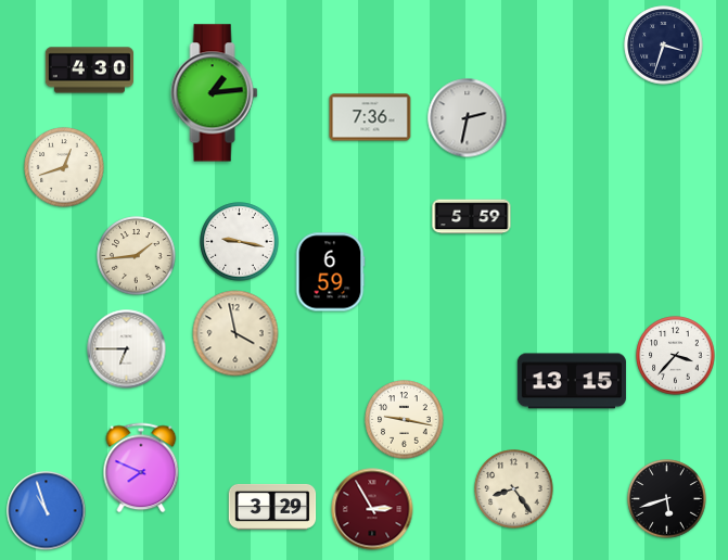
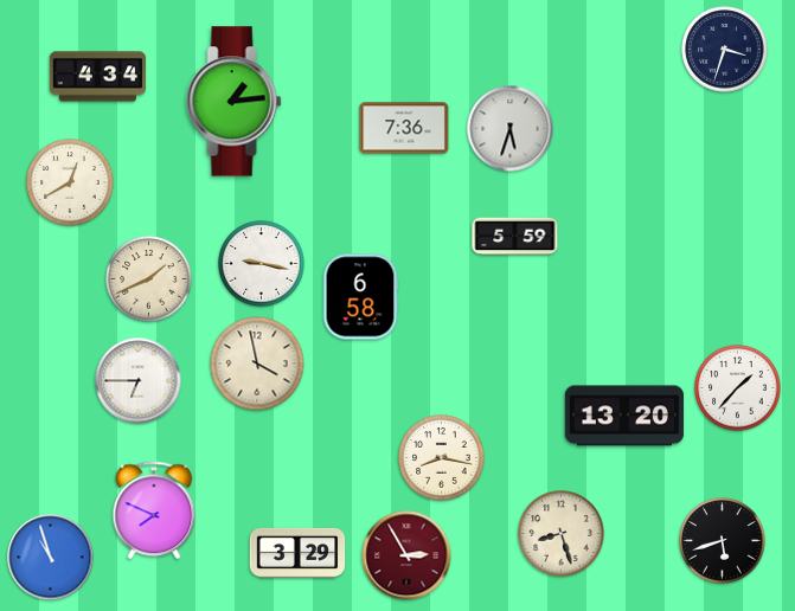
clock at (90, 71): 4:30 -> 4:34
clock at (468, 118): 2:32 -> 5:33
clock at (64, 167): 12:42 -> 12:40
clock at (137, 256): 1:44 -> 1:41
clock at (330, 272): 6:59 -> 6:58
clock at (676, 356): 3:37 -> 1:37
clock at (572, 381): 13:15 -> 13:20
clock at (405, 420): 9:17 -> 8:17
clock at (514, 489): 8:24 -> 8:27
clock at (667, 499) position: (667, 499) -> (723, 541)
